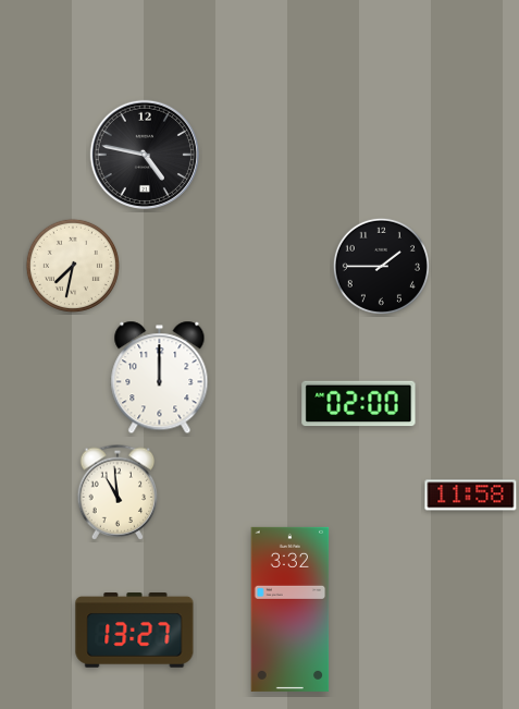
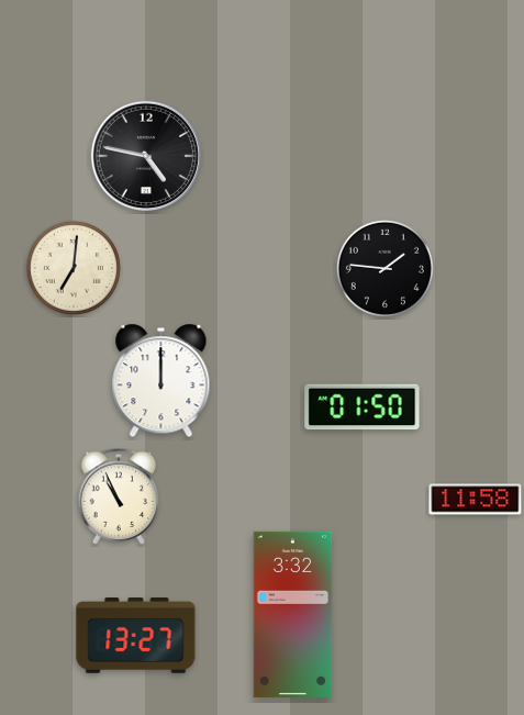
clock at (73, 266): 7:32 -> 7:01
clock at (381, 266): 1:45 -> 1:46
clock at (359, 404): 02:00 -> 01:50
clock at (118, 492): 10:59 -> 10:56
